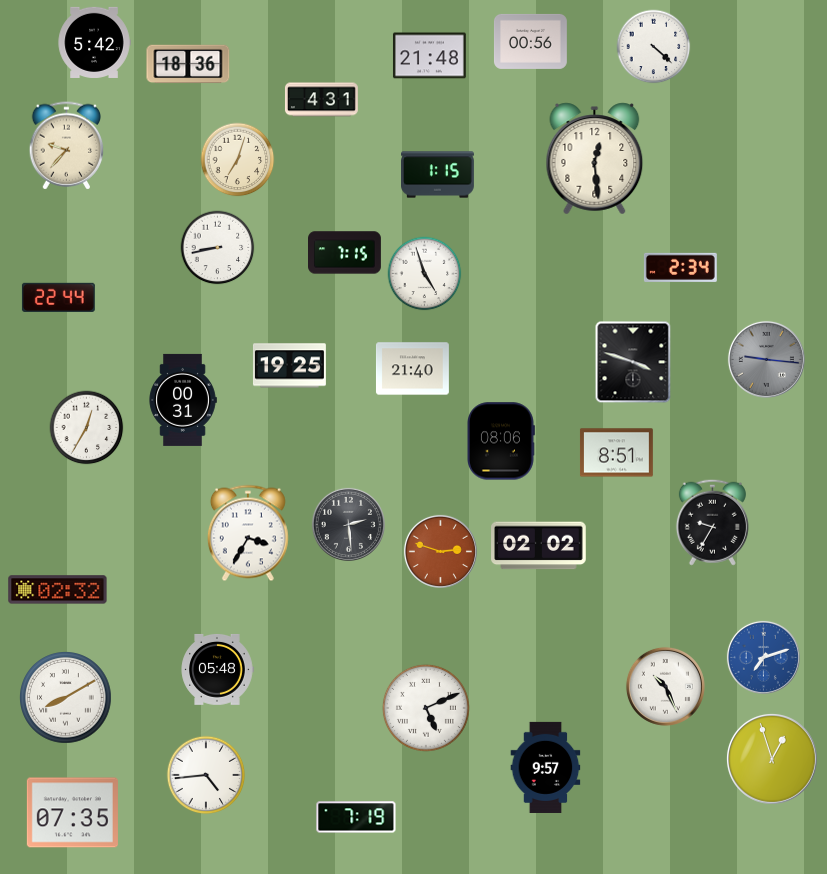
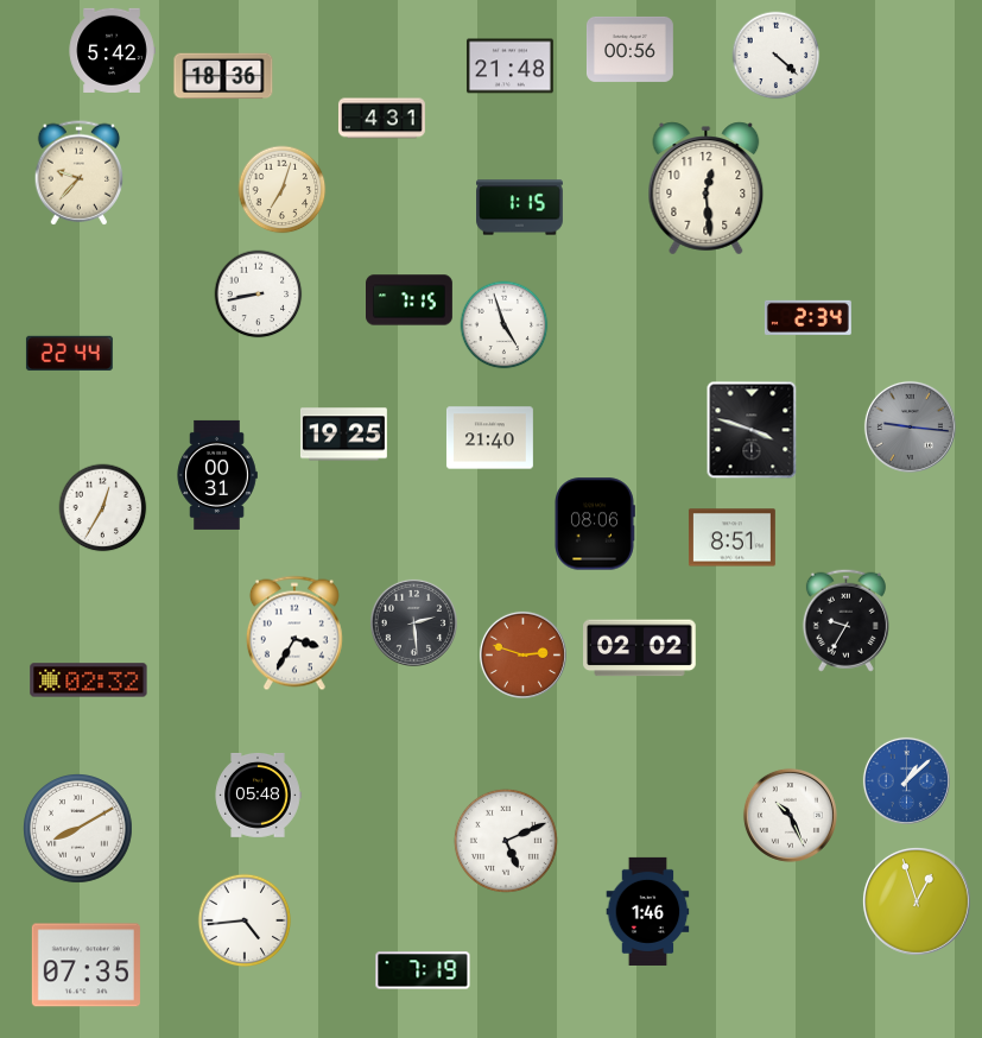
clock at (58, 590) position: (58, 590) -> (89, 681)
clock at (763, 657): 7:12 -> 1:08
clock at (546, 767): 9:57 -> 1:46
